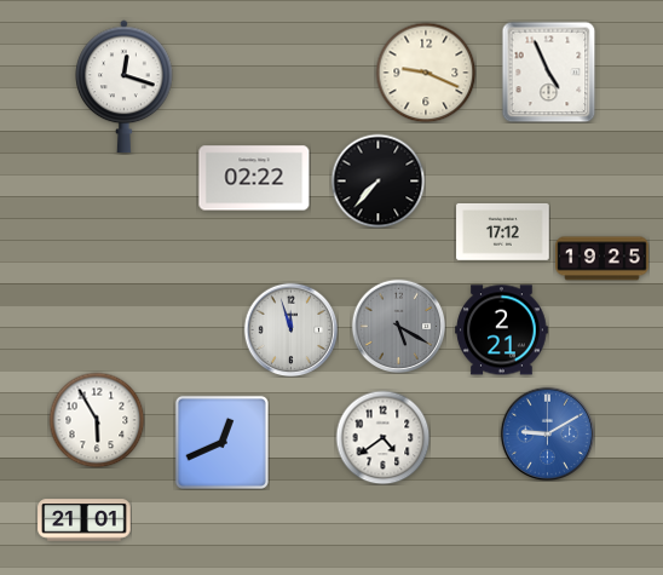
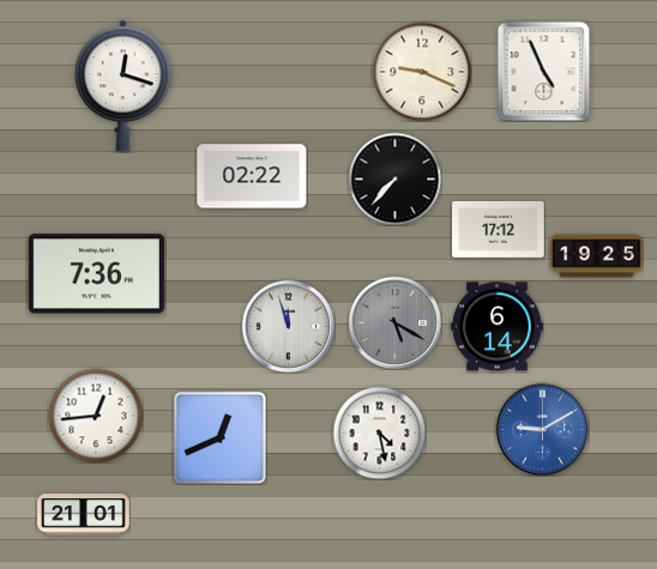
clock at (377, 180) position: (377, 180) -> (394, 178)
clock at (96, 274): none -> 7:36
clock at (502, 330): 2:21 -> 6:14
clock at (97, 420): 5:55 -> 12:44
clock at (382, 437): 4:39 -> 4:28
